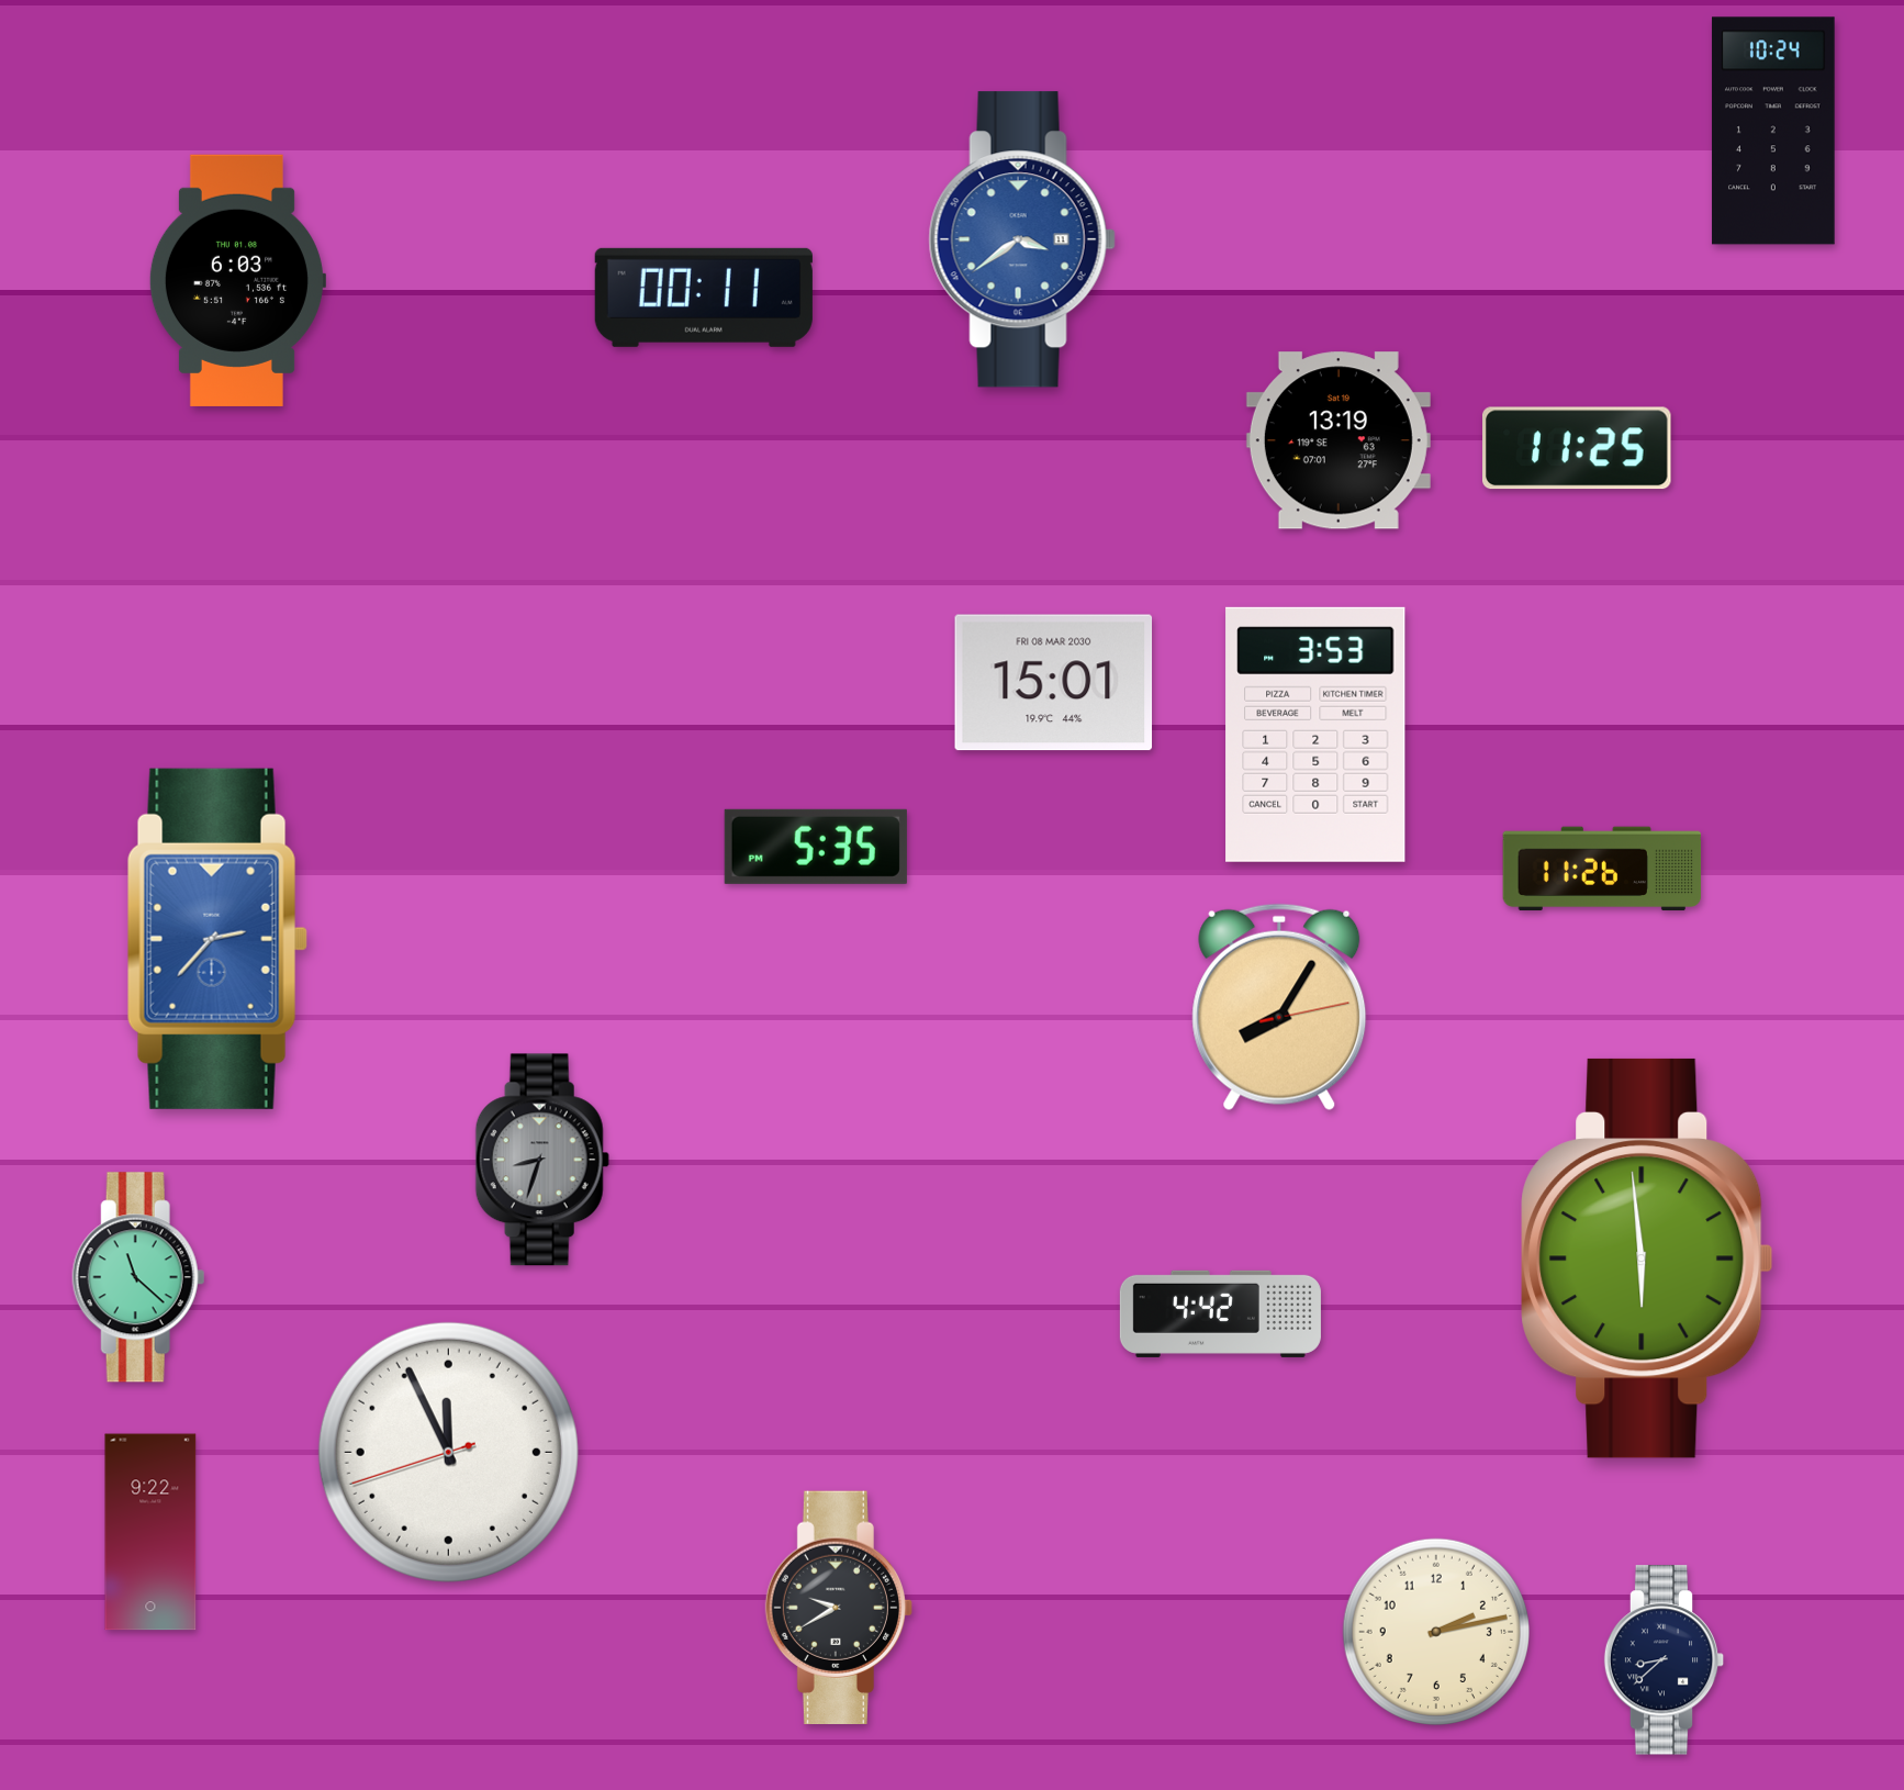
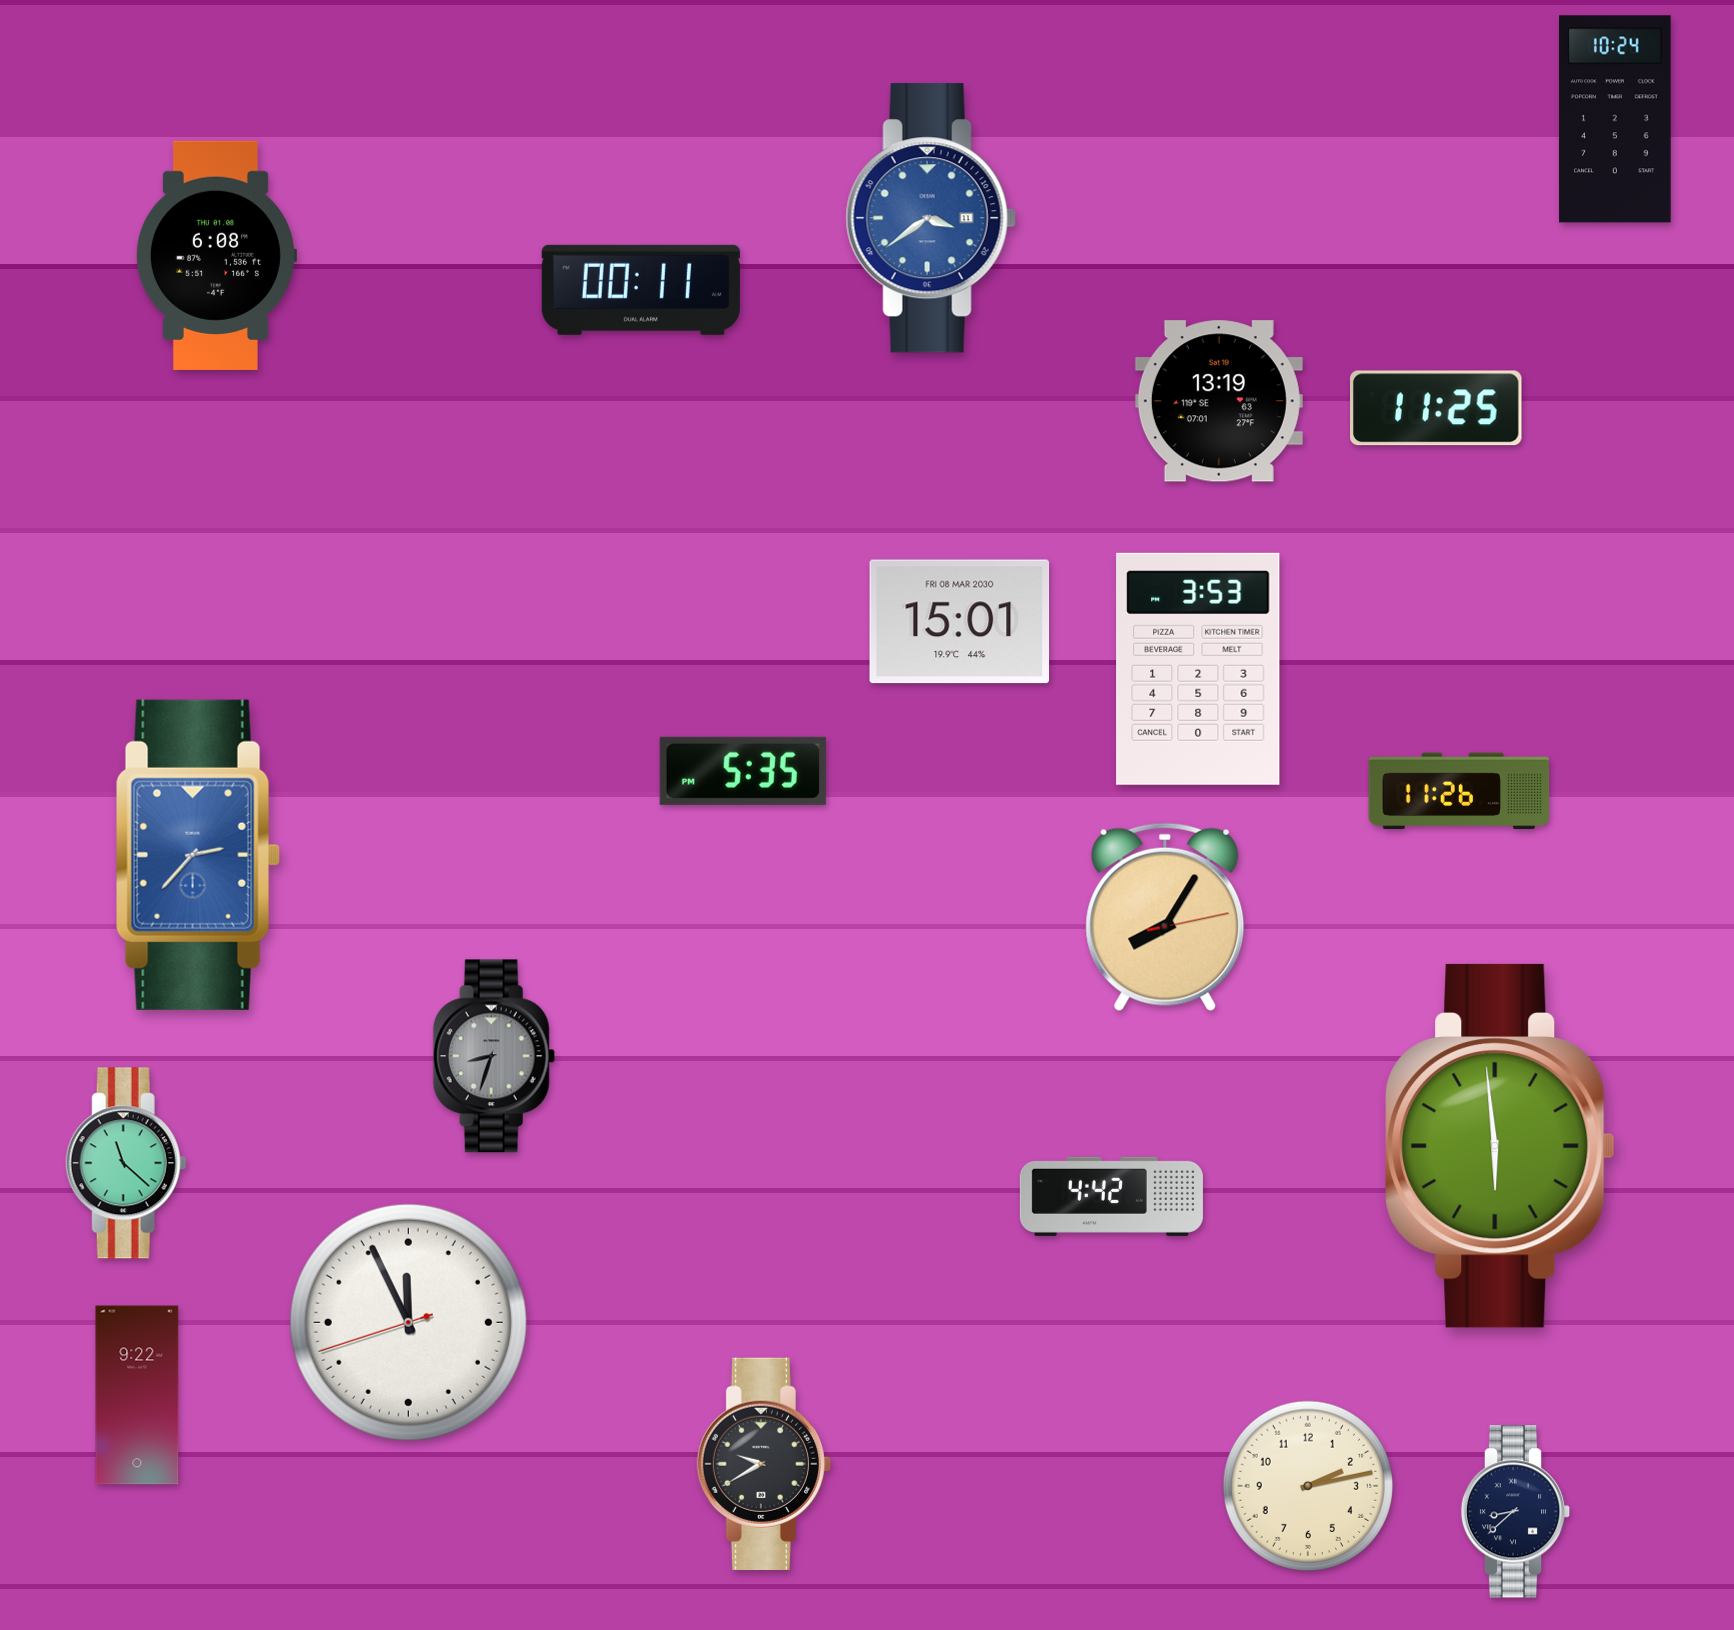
clock at (237, 280): 6:03 -> 6:08
clock at (704, 298) position: (704, 298) -> (641, 290)
